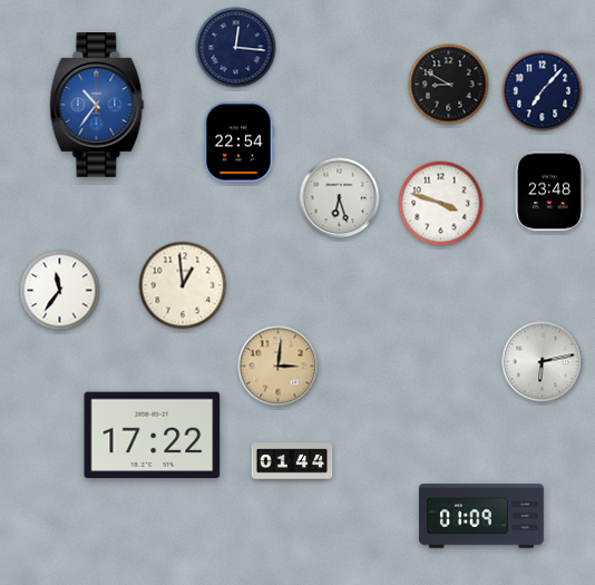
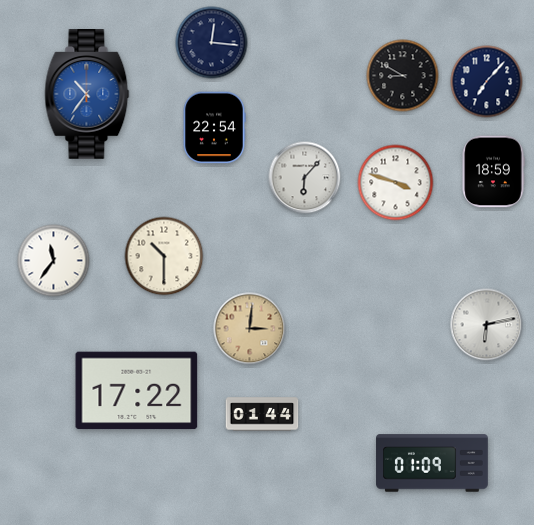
clock at (549, 192): 23:48 -> 18:59
clock at (340, 198): 6:27 -> 6:07
clock at (183, 285): 12:59 -> 10:30
